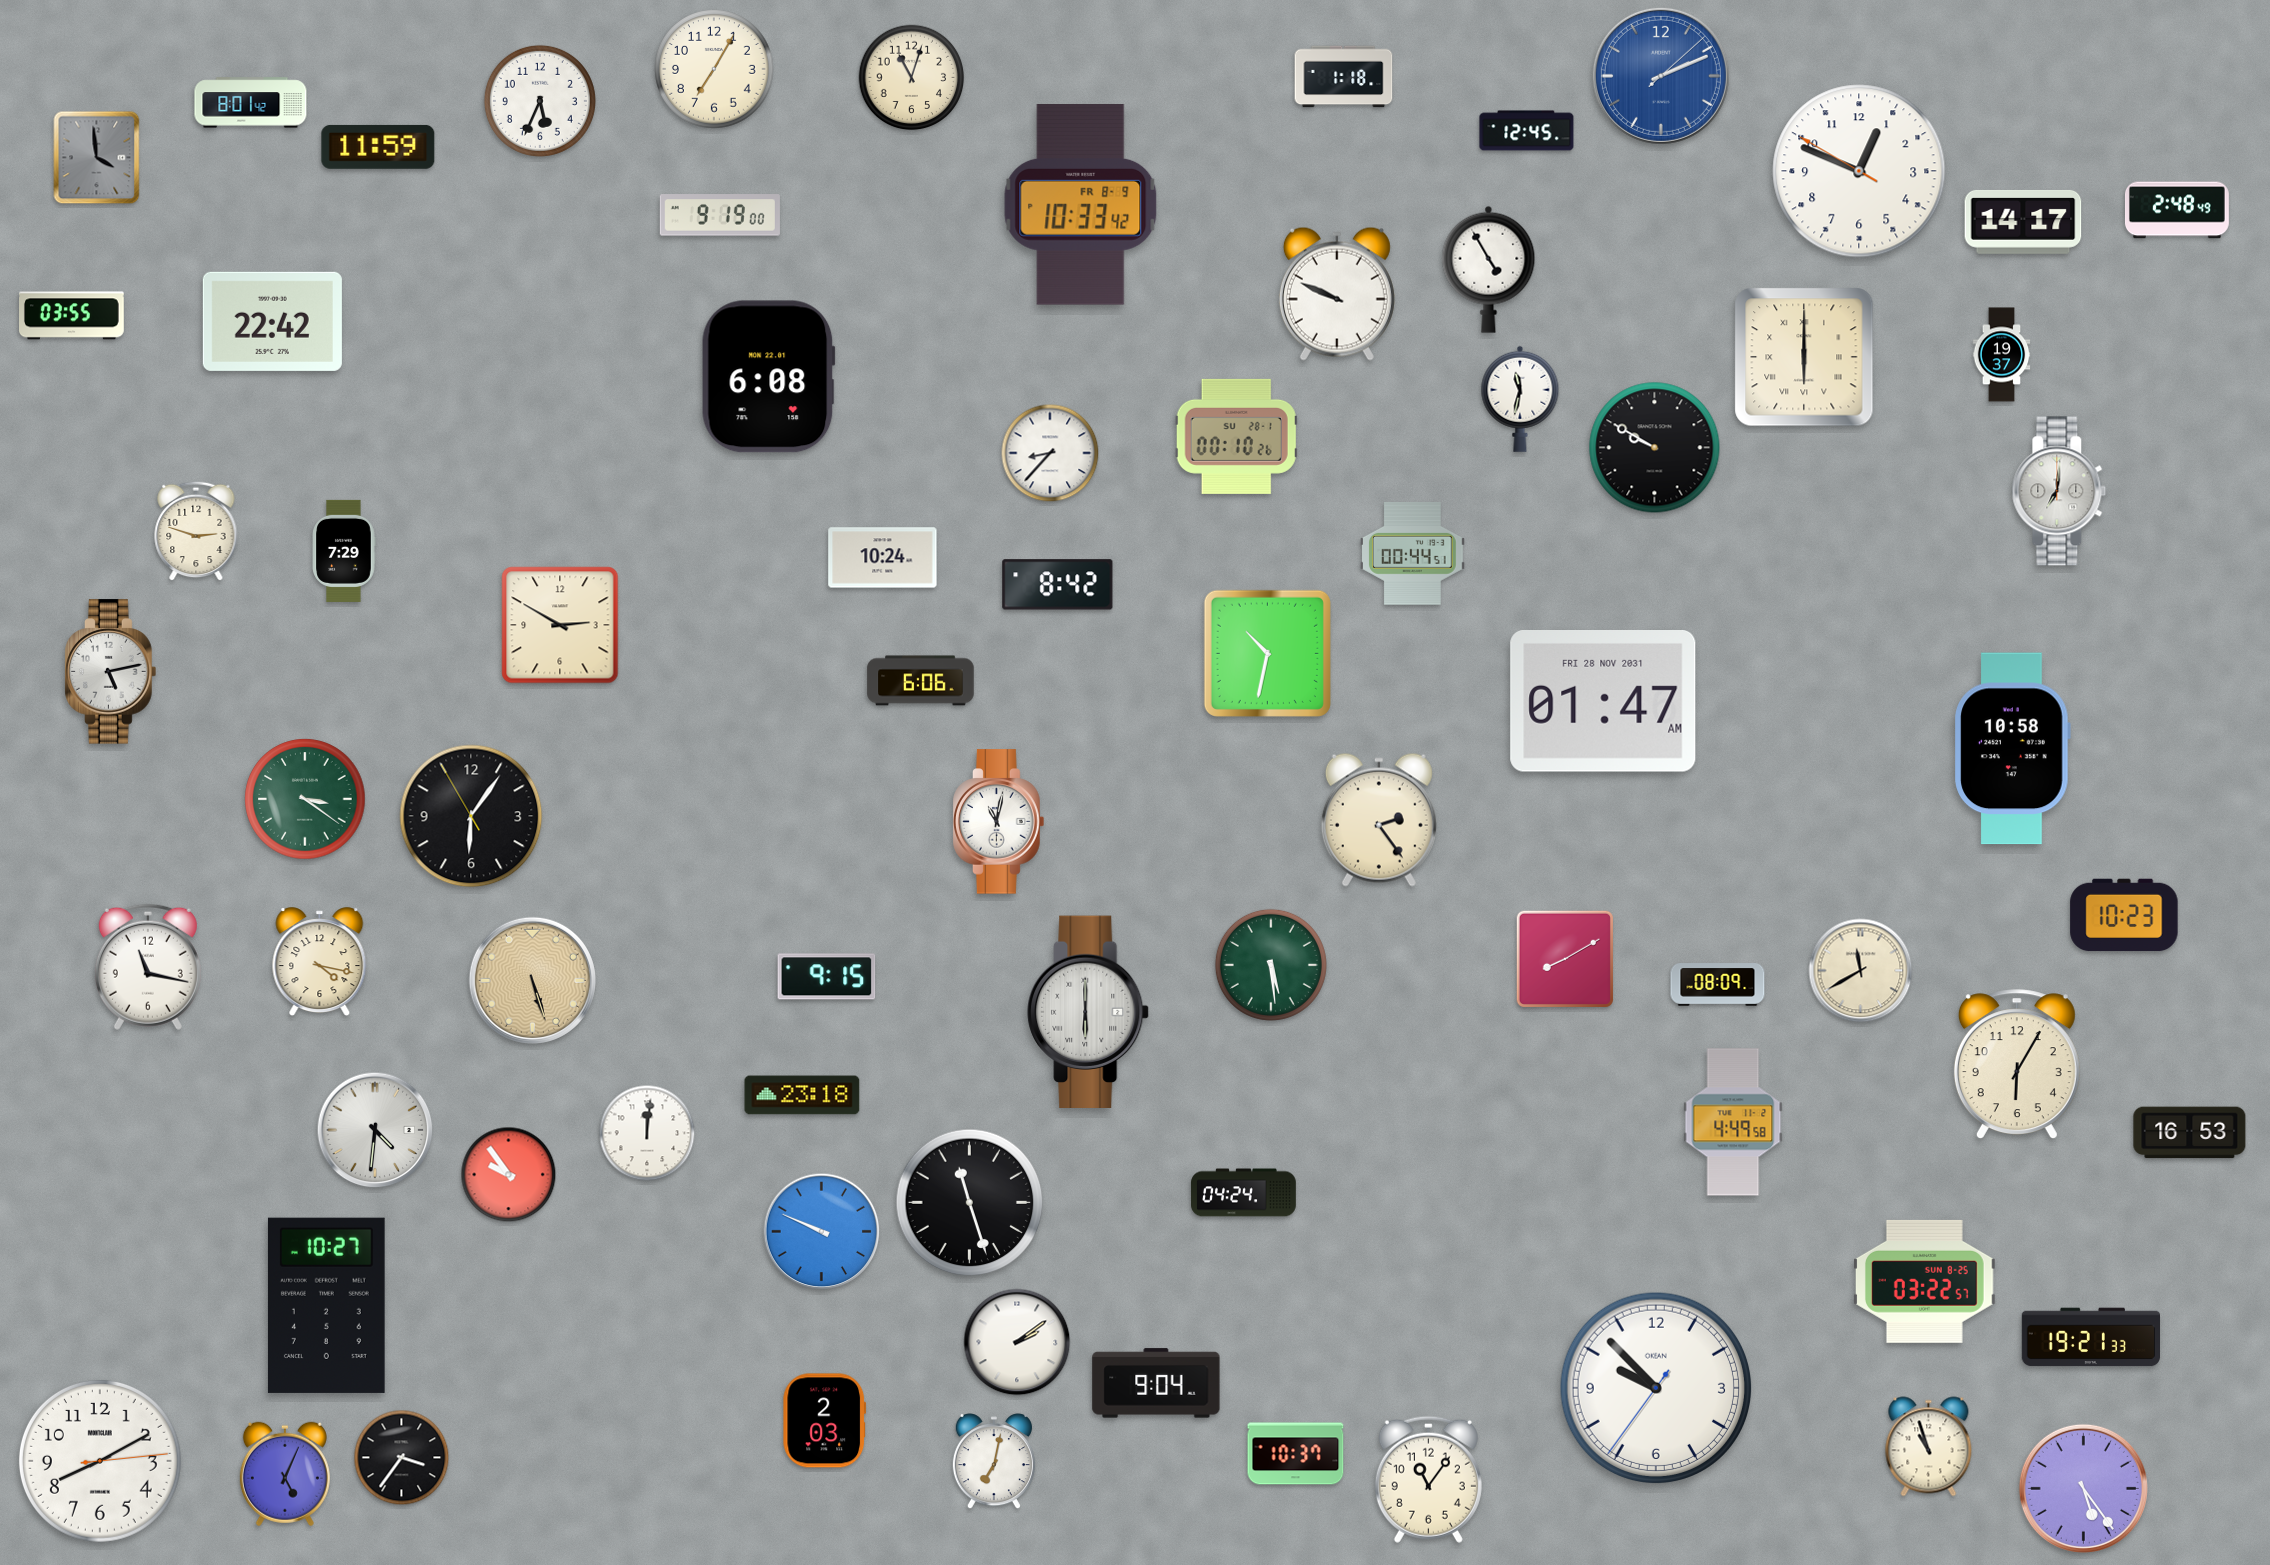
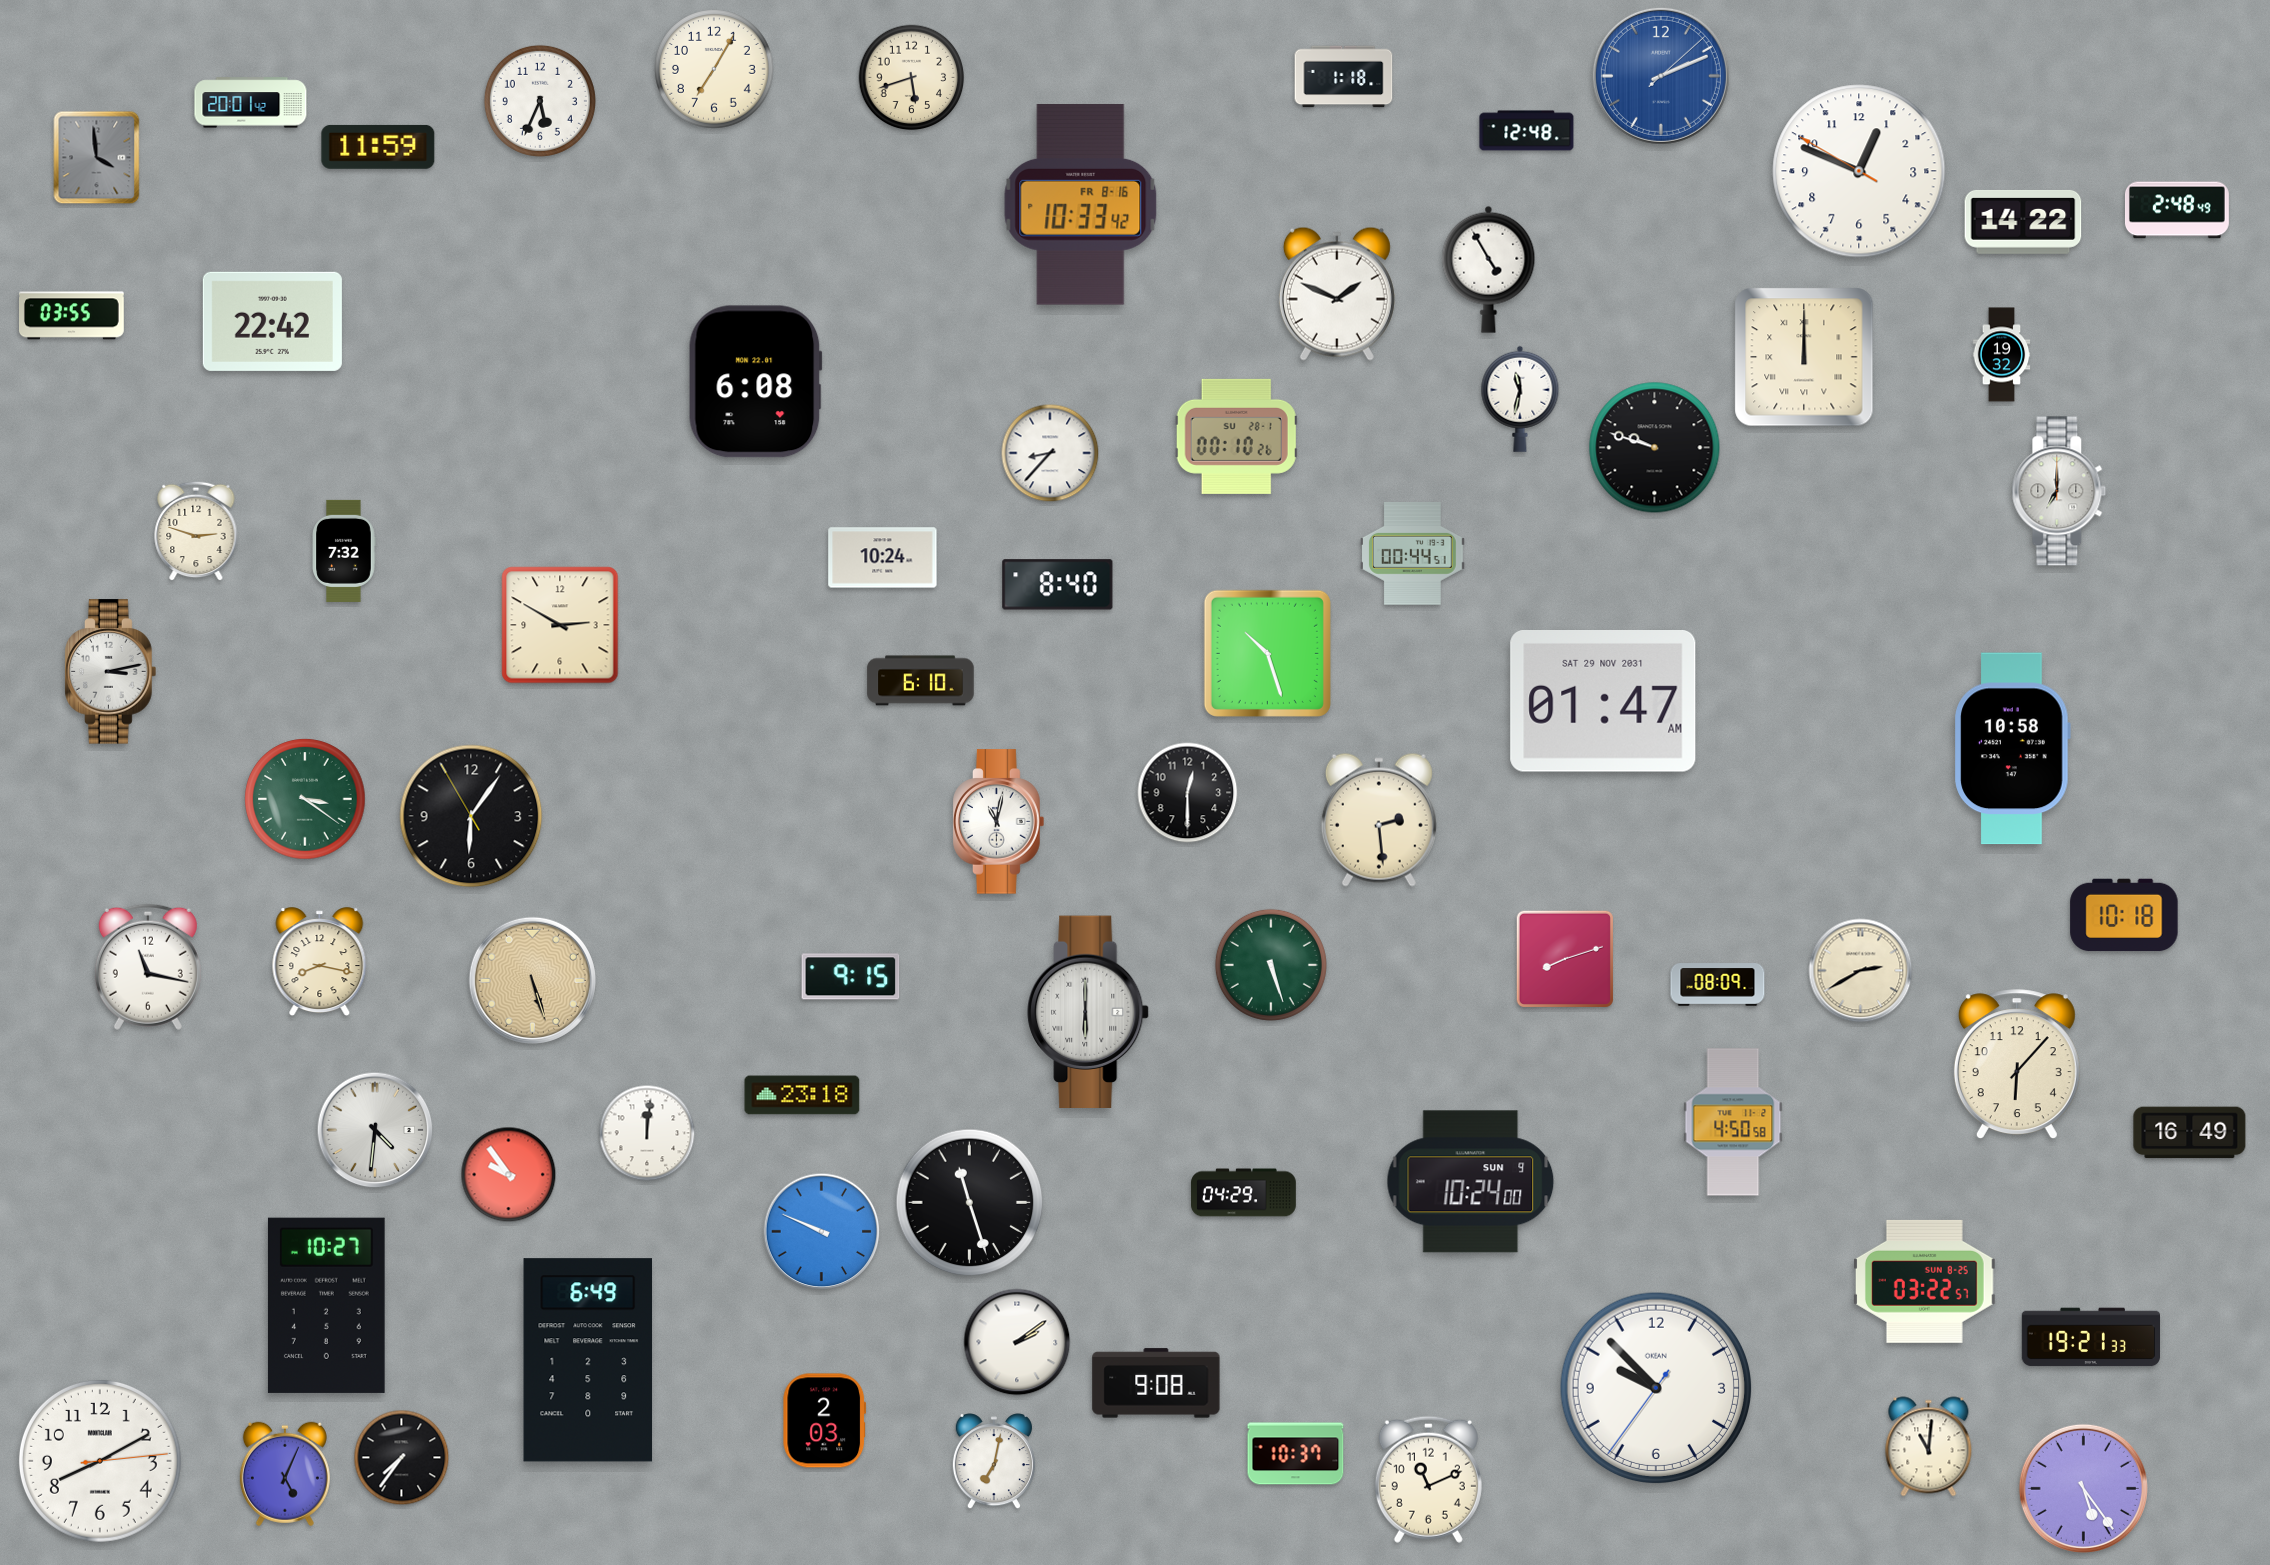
clock at (912, 78): 11:03 -> 5:42
clock at (251, 103): 8:01 -> 20:01
clock at (1527, 131): 12:45 -> 12:48
clock at (1081, 205) date: FR 8-9 -> FR 8-16
clock at (720, 215): 9:19 -> none
clock at (2023, 222): 14:17 -> 14:22
clock at (1337, 294): 9:49 -> 1:49
clock at (2002, 355): 19:37 -> 19:32
clock at (1804, 357): 6:00 -> 12:00
clock at (768, 377) position: (768, 377) -> (755, 382)
clock at (1655, 448): 9:50 -> 9:48
clock at (2059, 491): 7:01 -> 7:00
clock at (344, 551): 7:29 -> 7:32
clock at (1058, 585): 8:42 -> 8:40
clock at (1267, 653): 10:32 -> 10:27
clock at (111, 672): 5:13 -> 3:13
clock at (921, 681): 6:06 -> 6:10
clock at (1603, 702) date: FRI 28 NOV 2031 -> SAT 29 NOV 2031
clock at (1188, 793): none -> 12:30
clock at (1379, 820): 2:24 -> 2:29
clock at (2124, 915): 10:23 -> 10:18
clock at (1564, 958): 8:10 -> 8:12
clock at (320, 962): 4:17 -> 8:17
clock at (1271, 965): 5:29 -> 5:27
clock at (1861, 971): 11:40 -> 2:40
clock at (827, 977) position: (827, 977) -> (851, 977)
clock at (2017, 1065): 6:05 -> 6:07
clock at (1733, 1122): 4:49 -> 4:50
clock at (2190, 1133): 16:53 -> 16:49
clock at (1471, 1182): none -> 10:24
clock at (1244, 1193): 04:24 -> 04:29
clock at (588, 1360): none -> 6:49
clock at (1156, 1383): 9:04 -> 9:08
clock at (1929, 1447): 10:57 -> 11:01
clock at (402, 1458): 3:36 -> 7:36
clock at (1428, 1479): 11:06 -> 11:11
